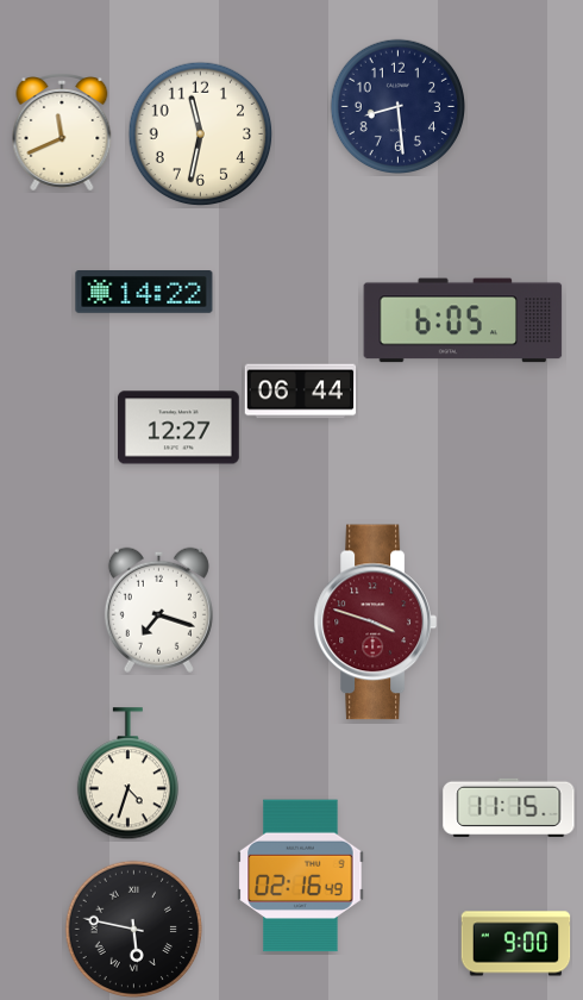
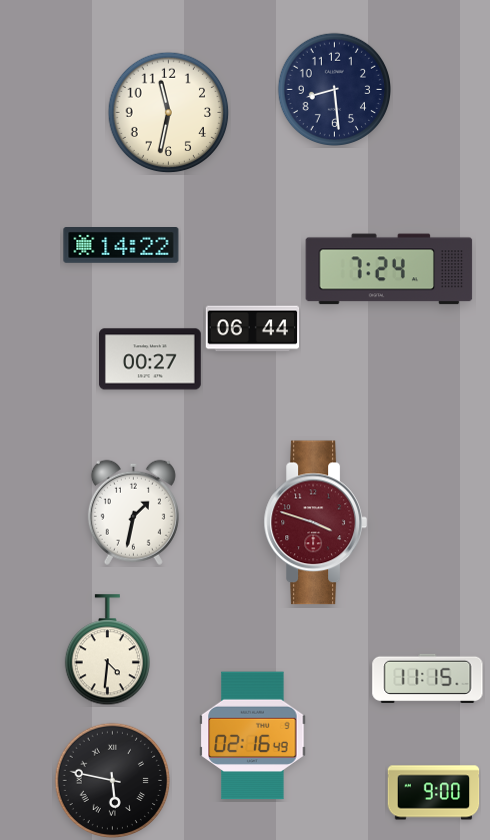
clock at (62, 133): 11:41 -> none
clock at (463, 320): 6:05 -> 7:24
clock at (180, 427): 12:27 -> 00:27
clock at (158, 610): 7:18 -> 1:32
clock at (127, 774): 4:33 -> 4:31
